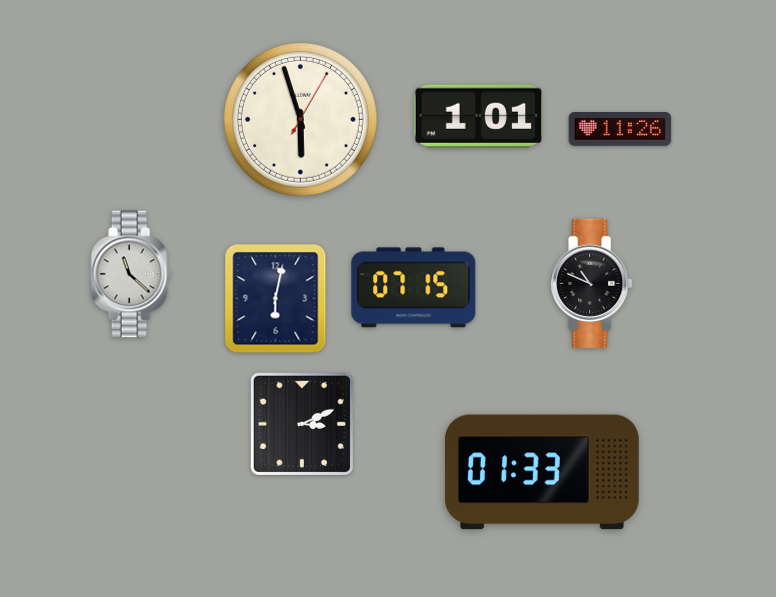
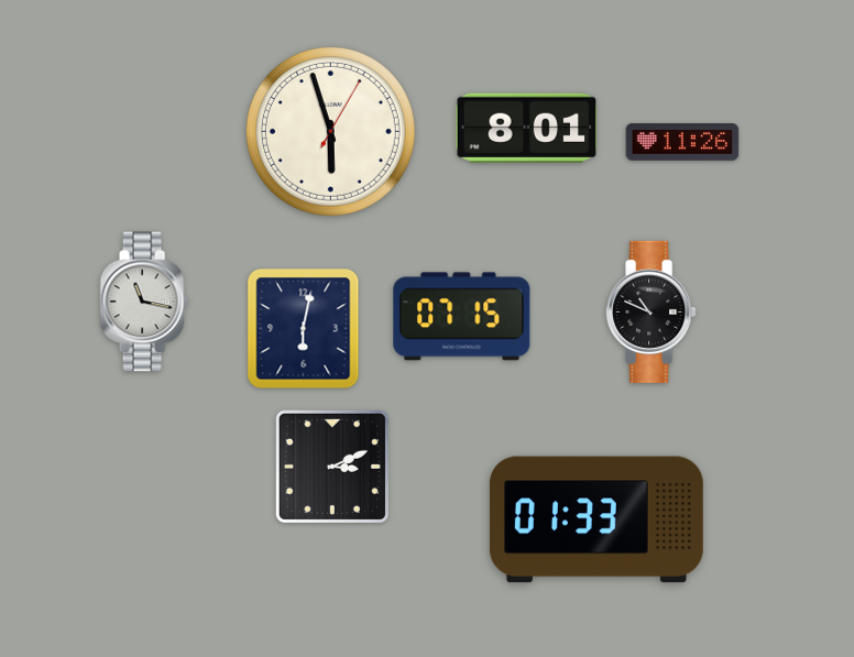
clock at (479, 116): 1:01 -> 8:01
clock at (131, 274): 11:22 -> 11:17
clock at (414, 288) position: (414, 288) -> (462, 317)
